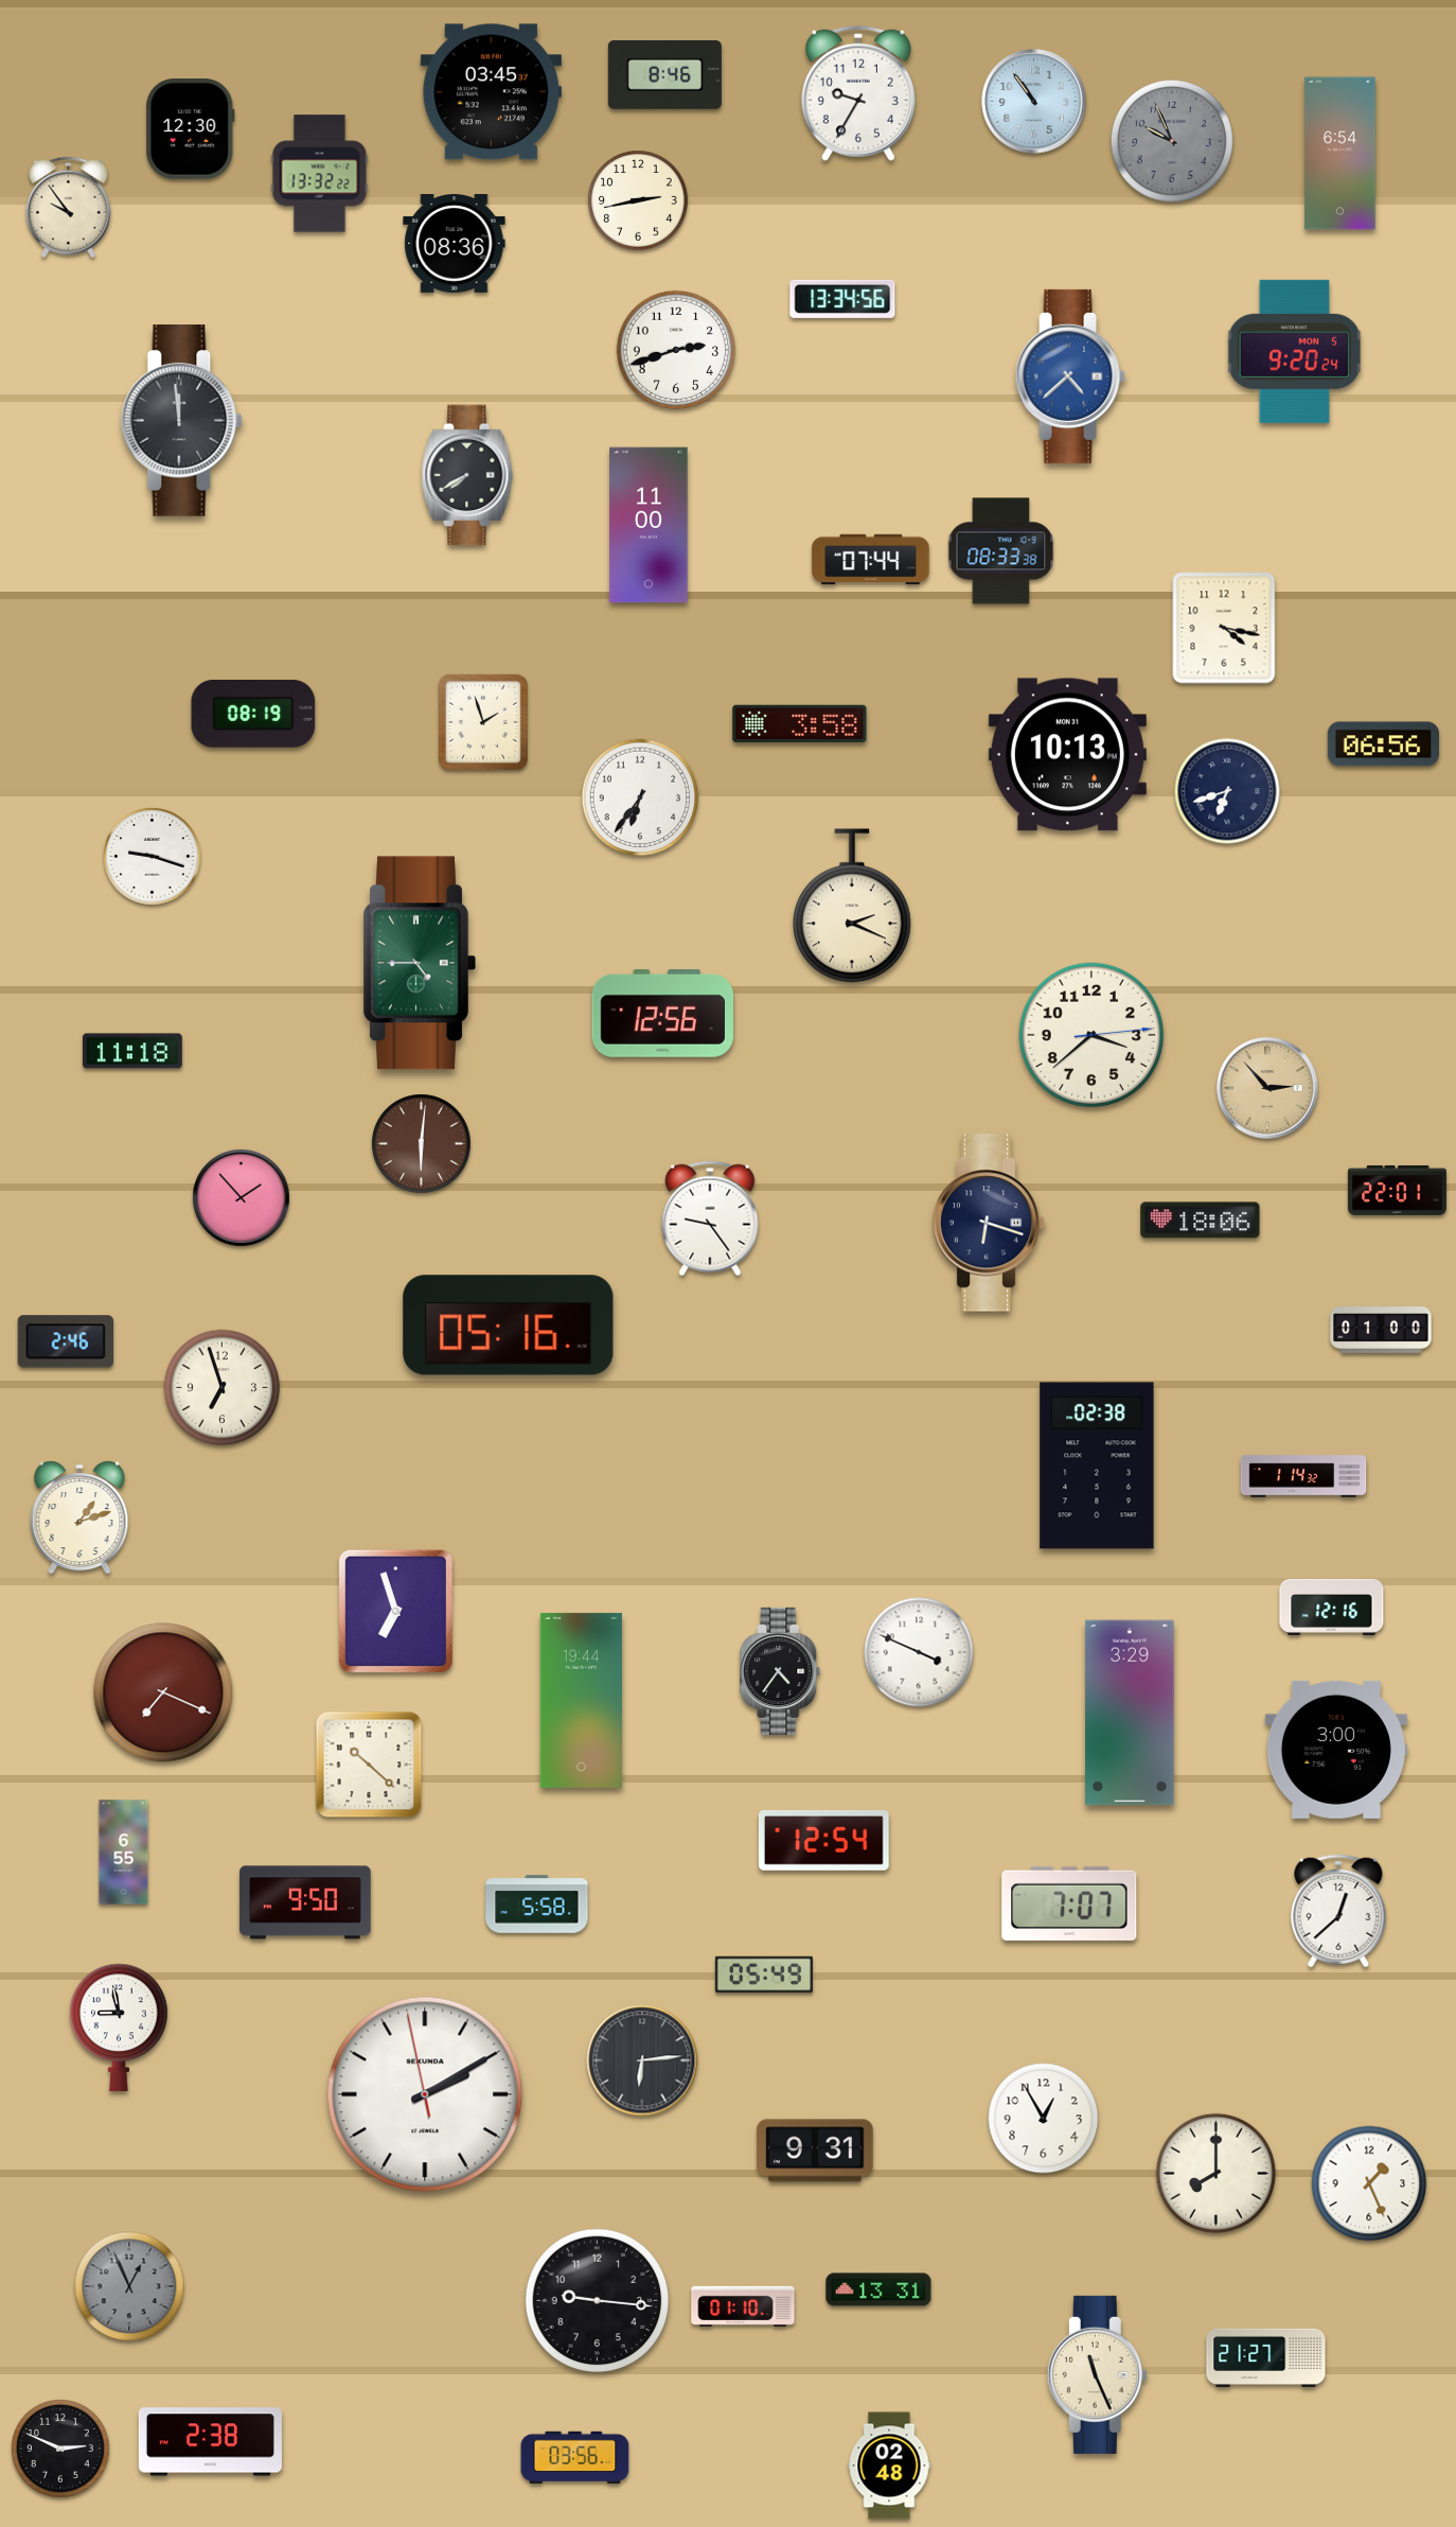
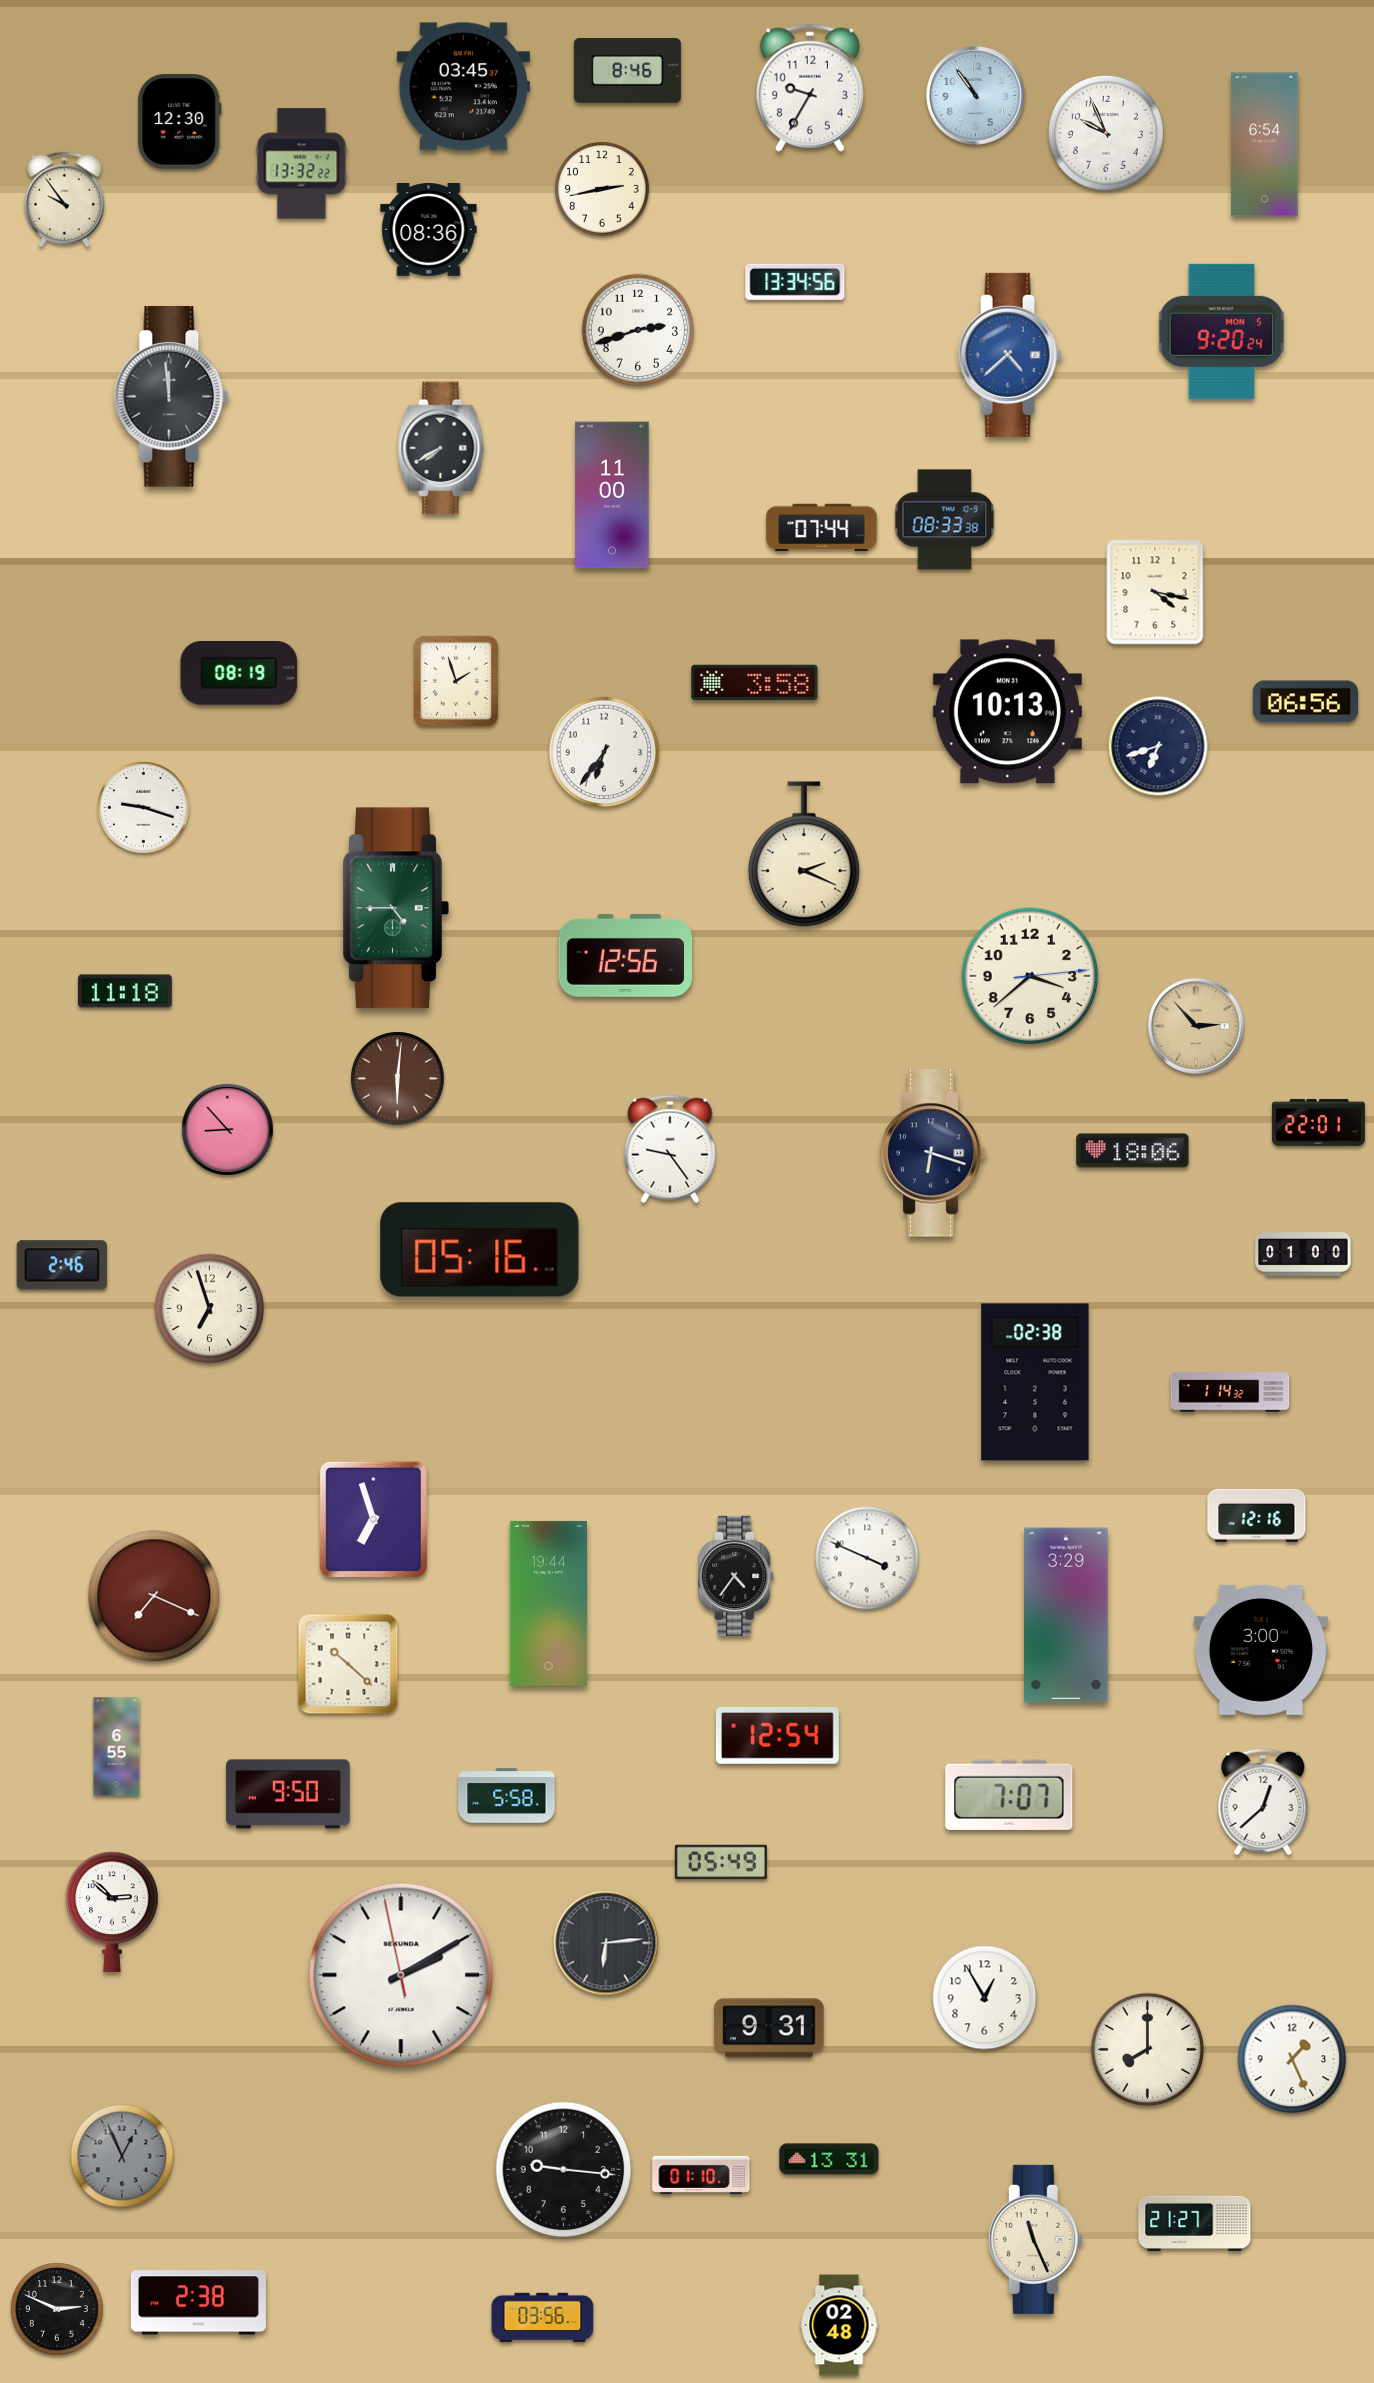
clock at (1172, 141) dial: grey -> white
clock at (69, 208) position: (69, 208) -> (65, 200)
clock at (241, 1197): 1:53 -> 8:53
clock at (79, 1517): 1:12 -> none
clock at (119, 2028): 8:58 -> 2:52
